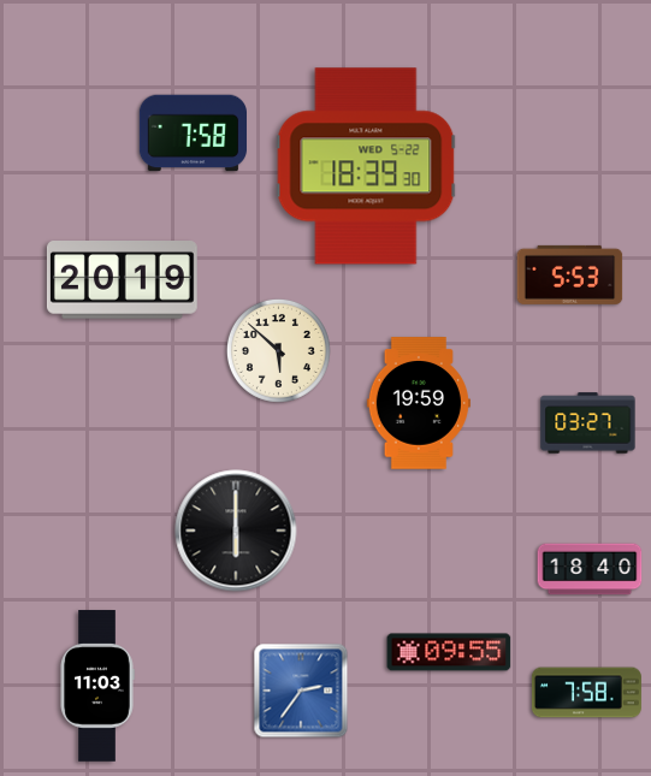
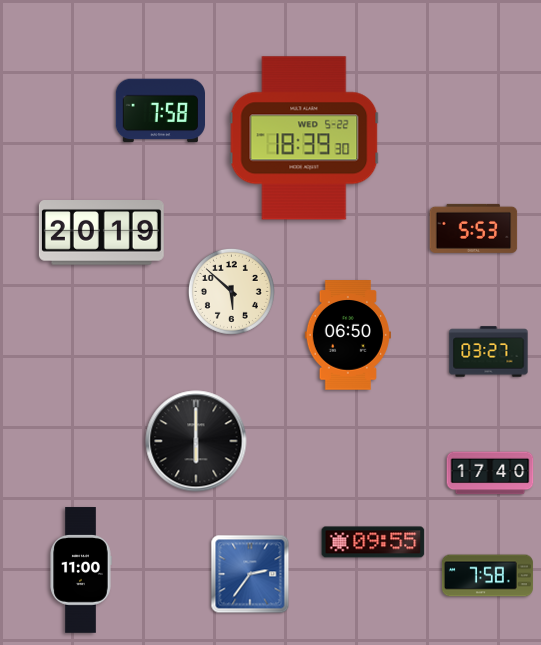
clock at (419, 403): 19:59 -> 06:50
clock at (590, 569): 18:40 -> 17:40
clock at (97, 686): 11:03 -> 11:00
